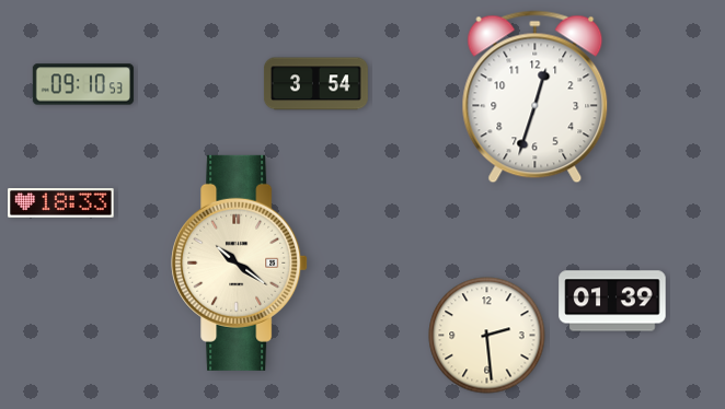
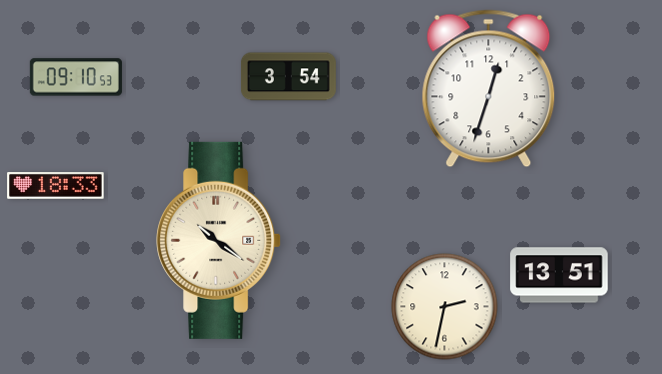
clock at (612, 301): 01:39 -> 13:51
clock at (487, 336): 2:29 -> 2:32
